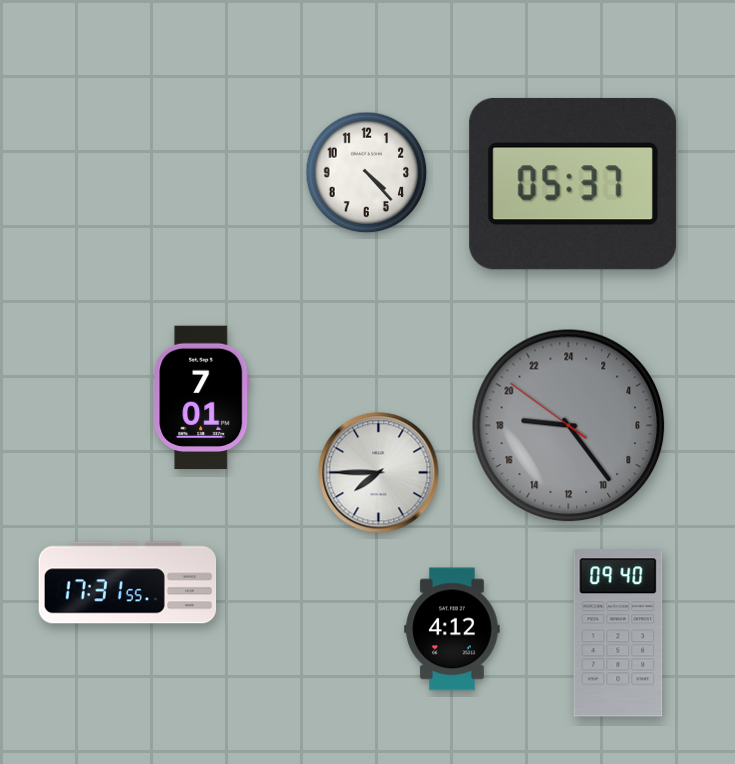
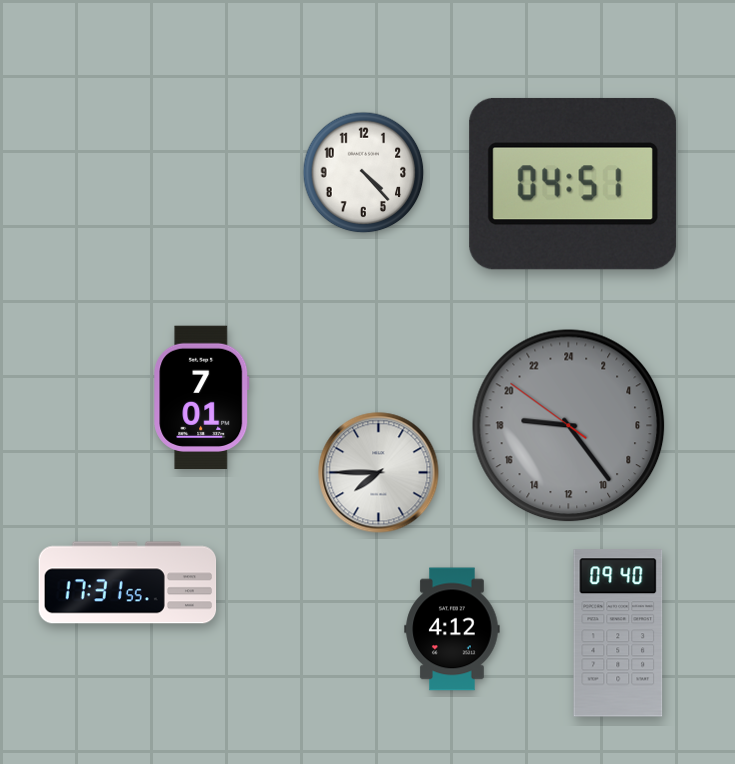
clock at (367, 173) position: (367, 173) -> (364, 173)
clock at (573, 184): 05:37 -> 04:51
